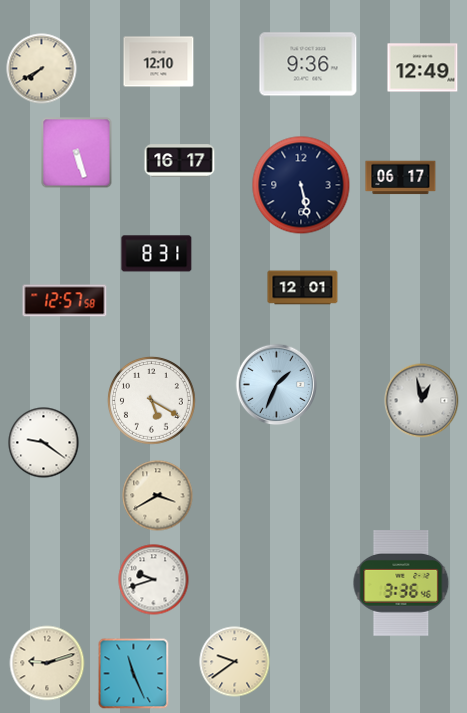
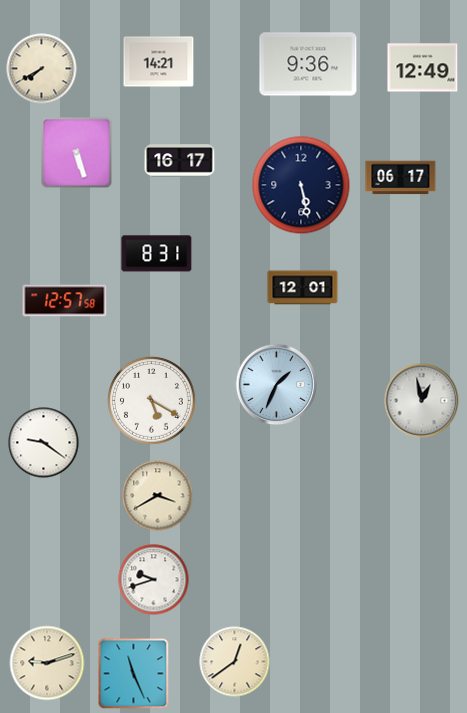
clock at (159, 62): 12:10 -> 14:21
clock at (401, 584): 3:36 -> none
clock at (235, 662): 9:39 -> 12:39
